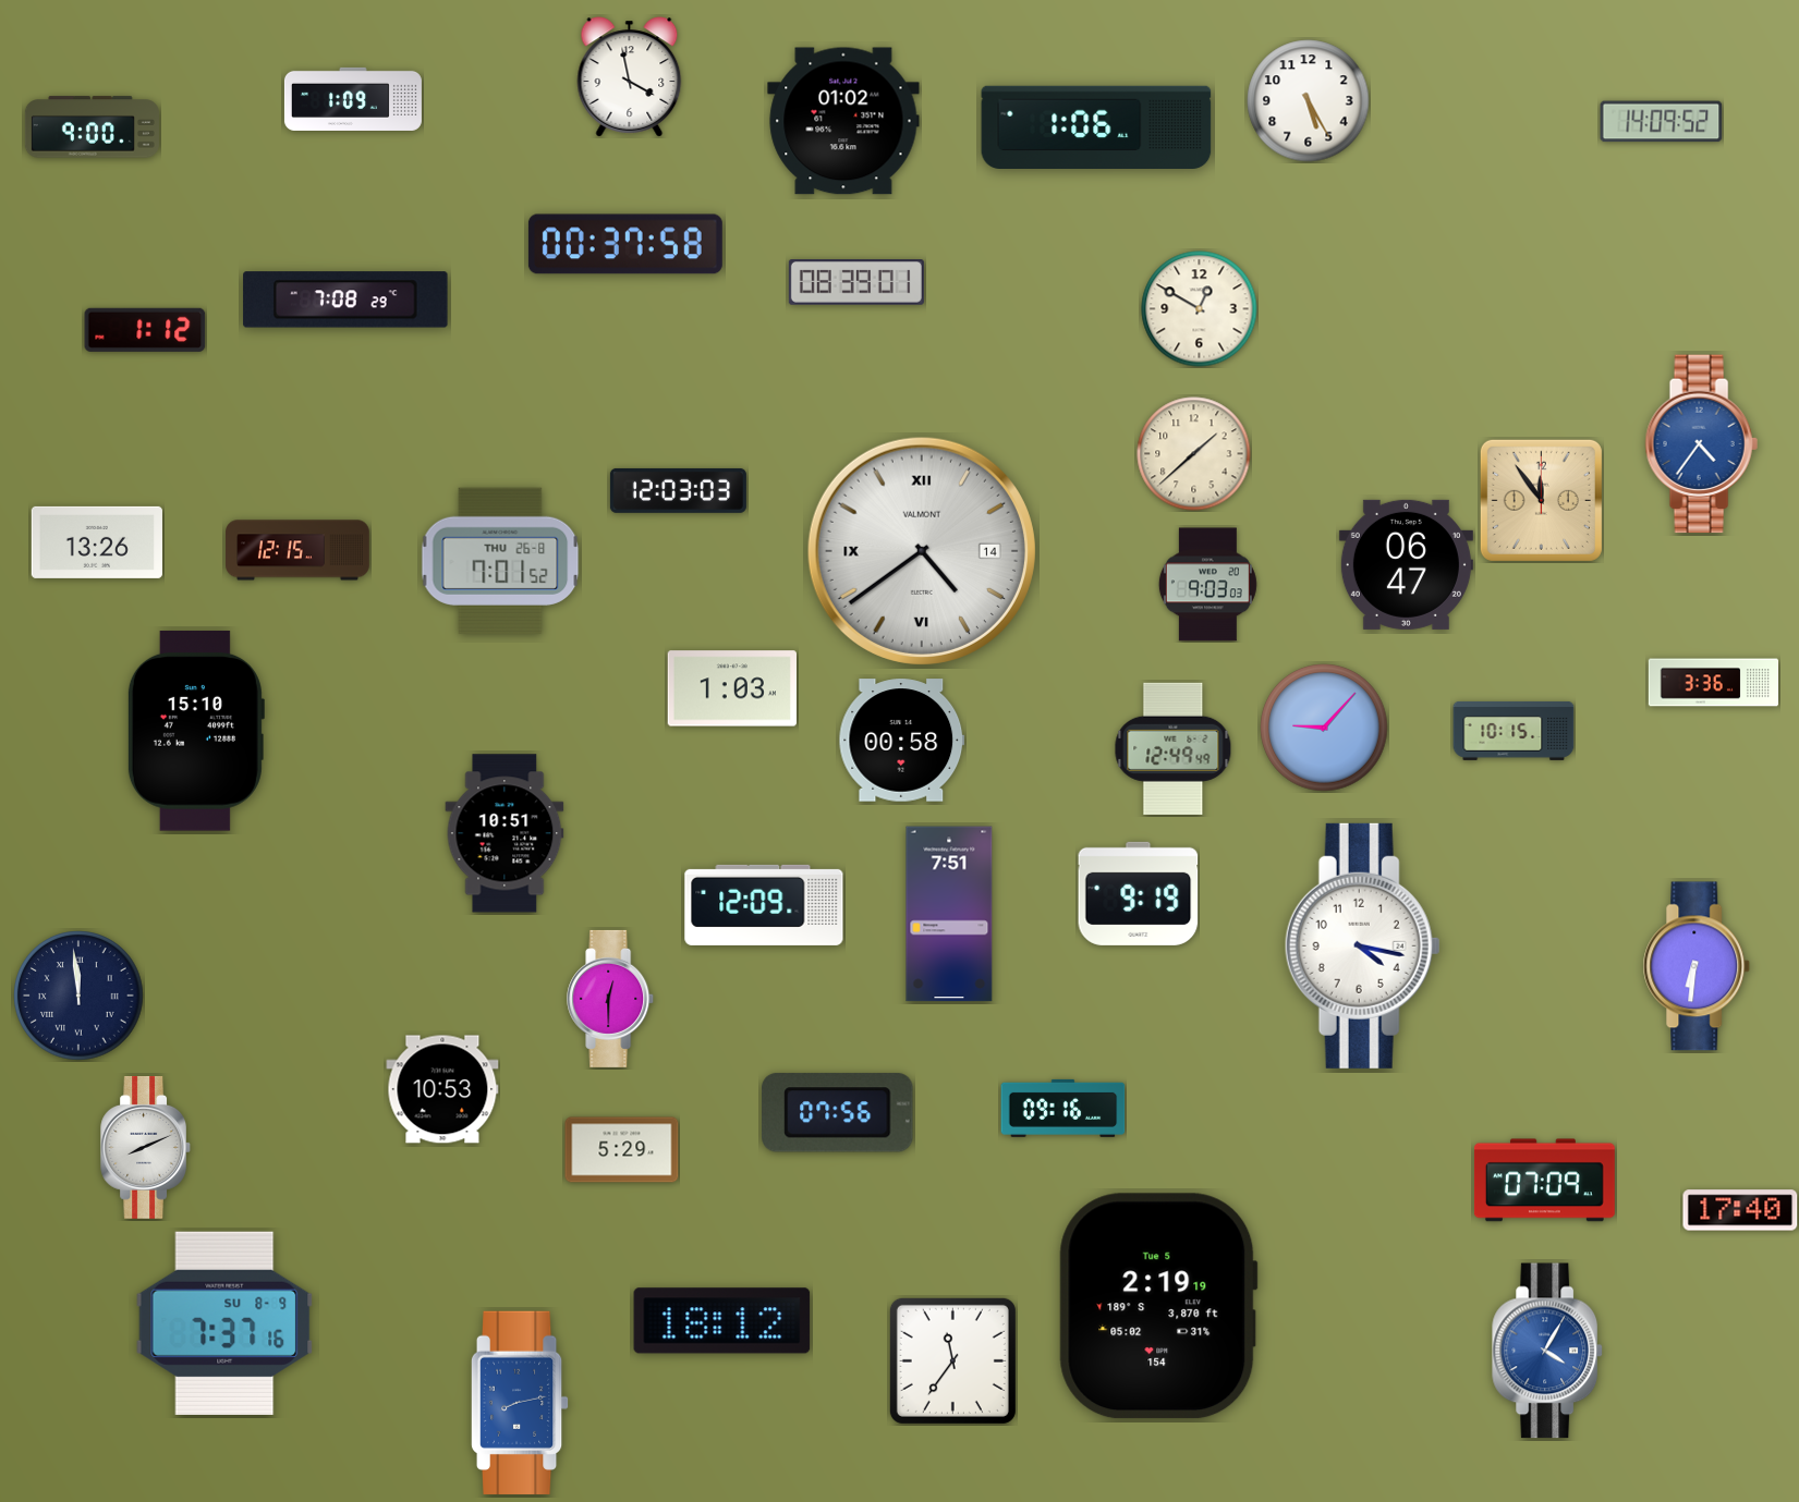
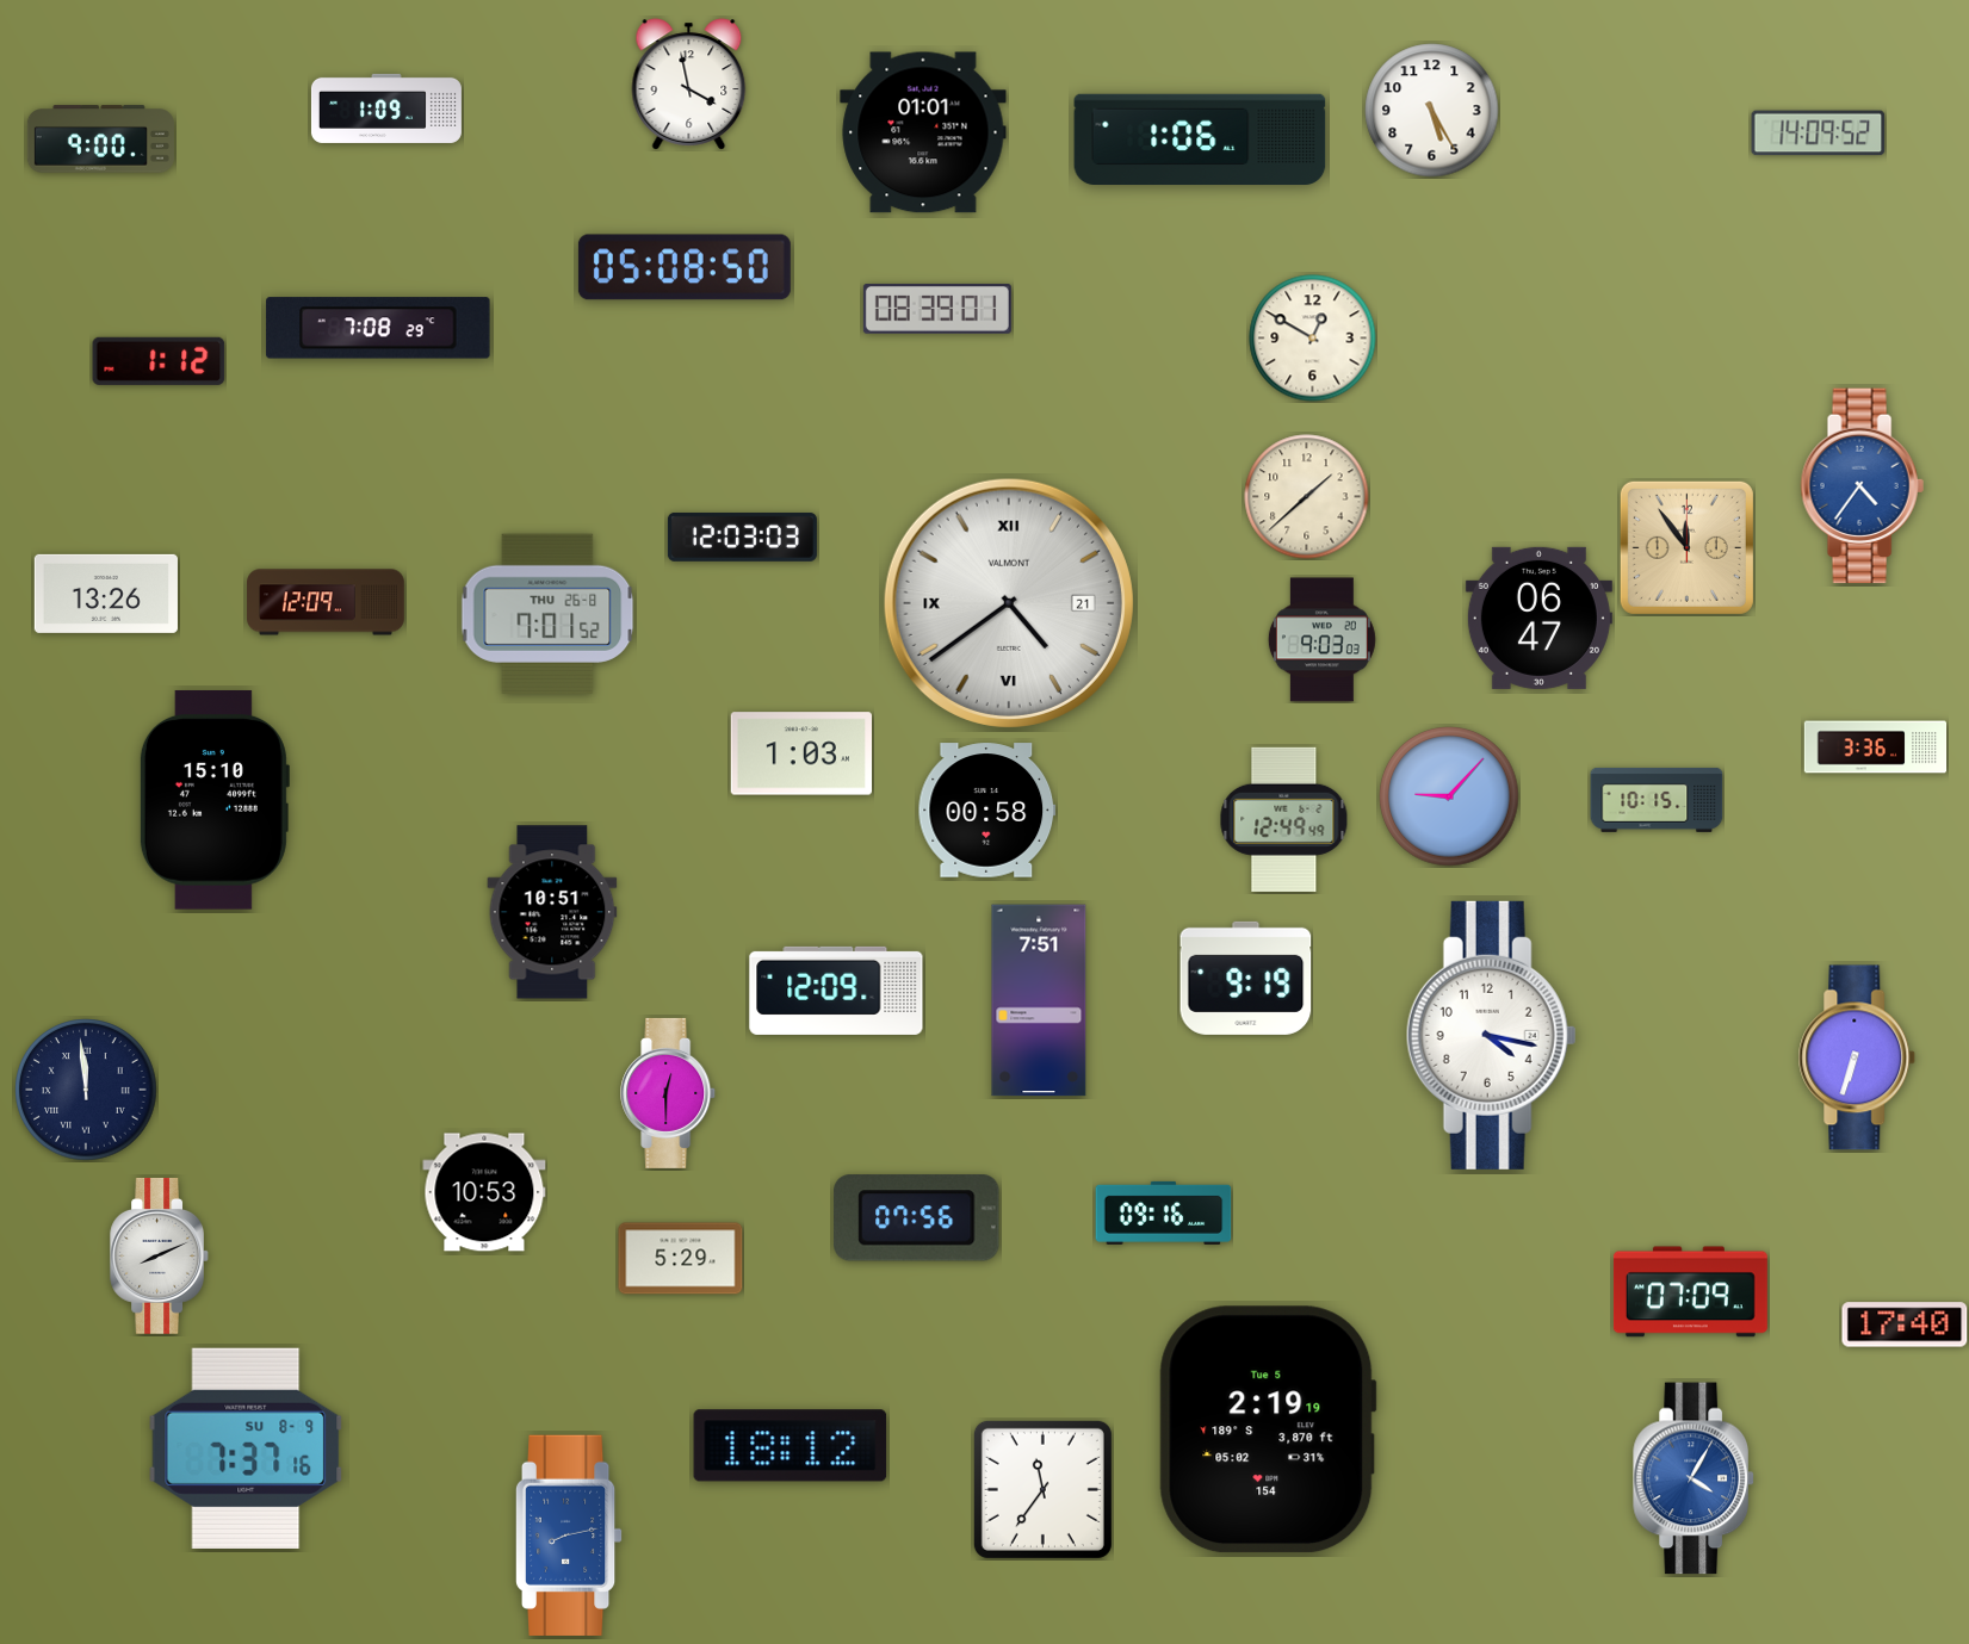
clock at (843, 121): 01:02 -> 01:01
clock at (625, 244): 00:37 -> 05:08
clock at (297, 550): 12:15 -> 12:09
clock at (922, 551) date: 14 -> 21
clock at (1697, 966): 6:31 -> 6:33
